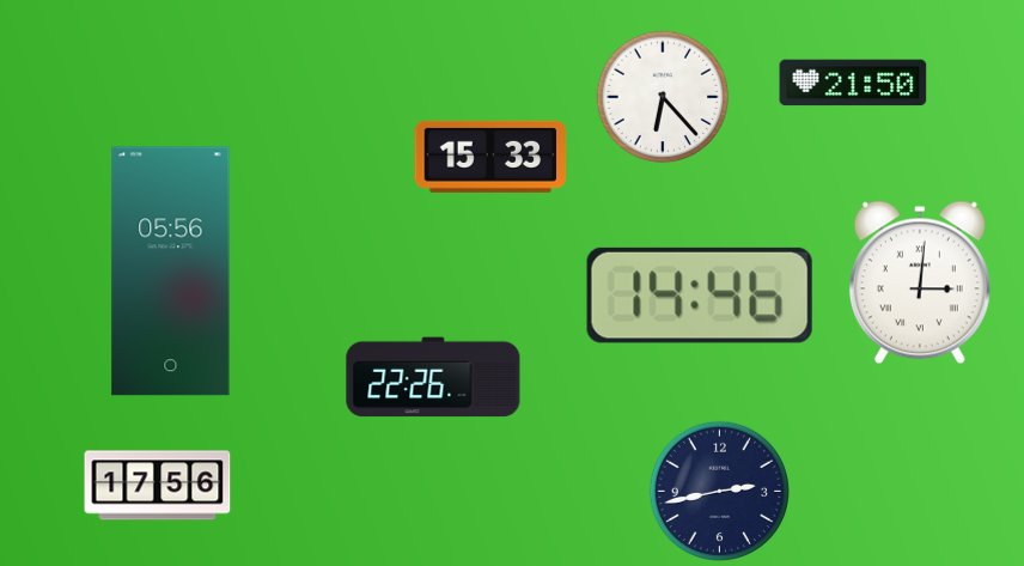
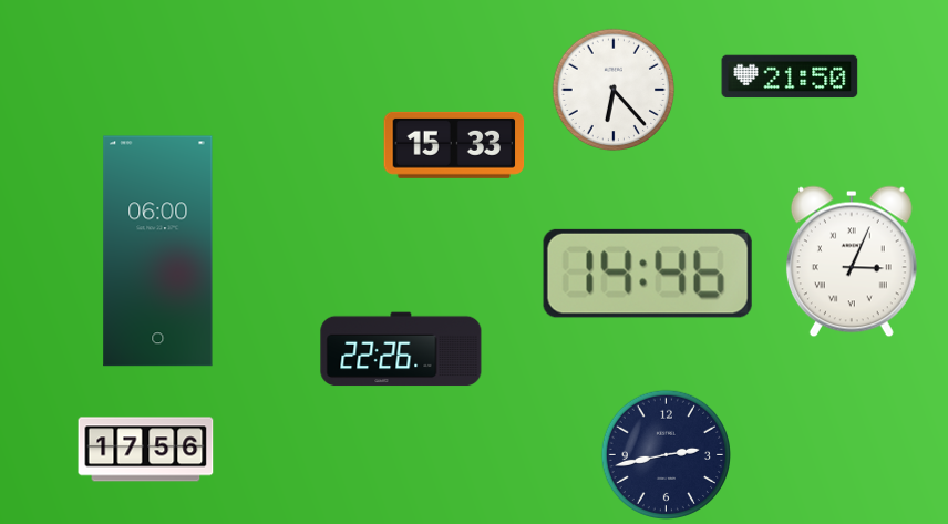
clock at (171, 272): 05:56 -> 06:00
clock at (920, 282): 3:01 -> 3:04
